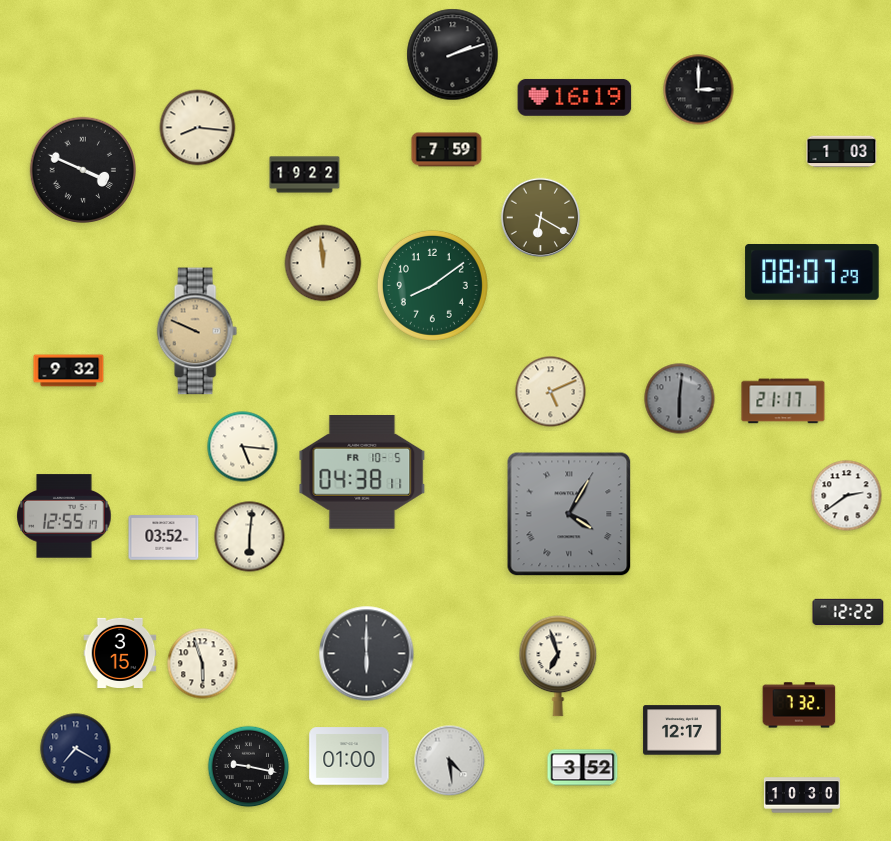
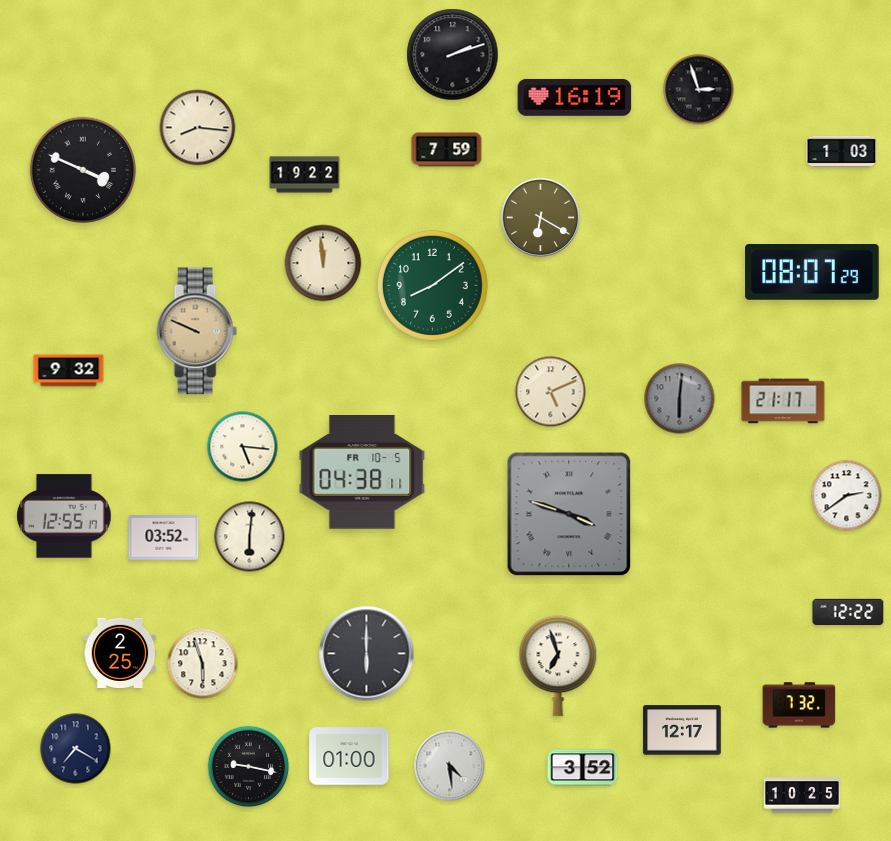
clock at (699, 90): 3:00 -> 2:57
clock at (569, 514): 4:05 -> 3:48
clock at (120, 652): 3:15 -> 2:25
clock at (450, 761) position: (450, 761) -> (450, 766)
clock at (802, 795): 10:30 -> 10:25
